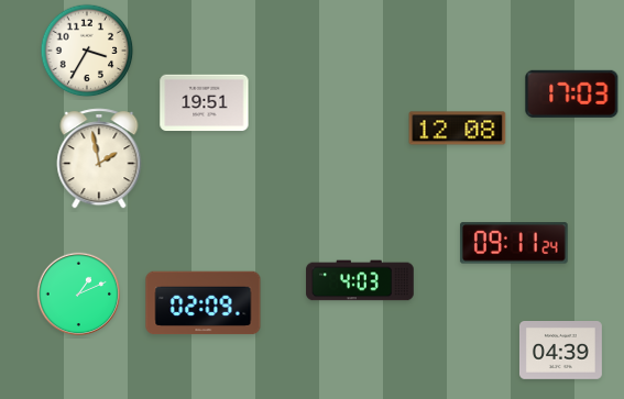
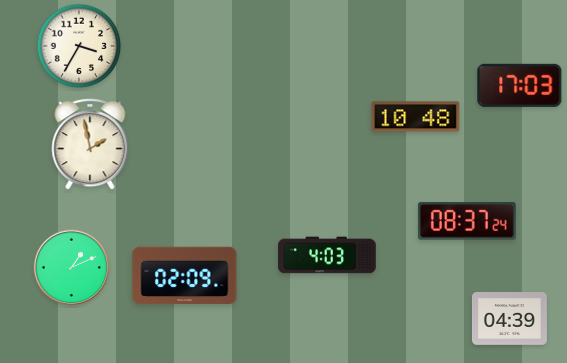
clock at (205, 103): 19:51 -> none
clock at (458, 129): 12:08 -> 10:48
clock at (514, 243): 09:11 -> 08:37
